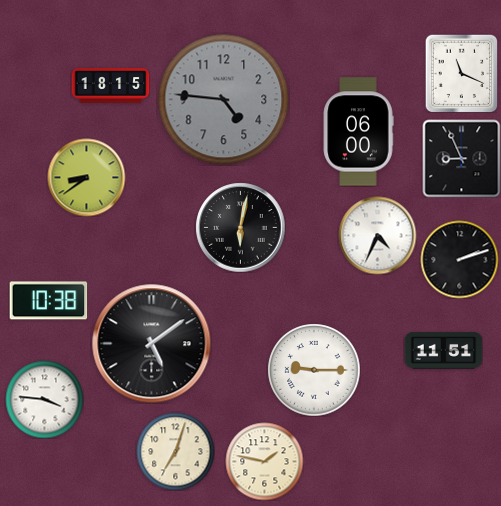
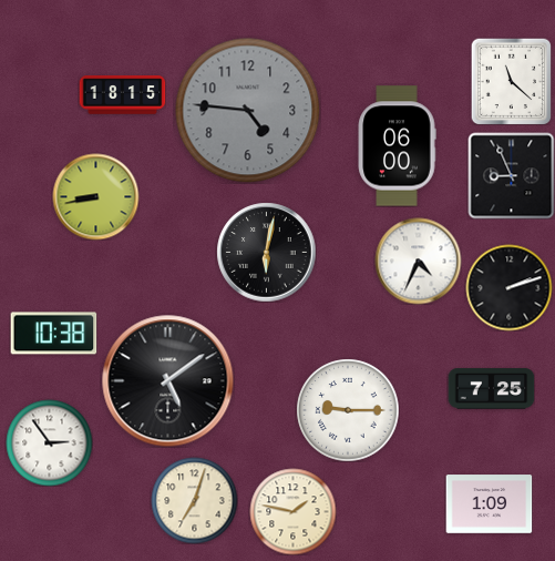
clock at (462, 73): 11:19 -> 11:22
clock at (86, 177): 8:39 -> 8:43
clock at (443, 351): 11:51 -> 7:25
clock at (44, 399): 3:46 -> 2:54
clock at (489, 504): none -> 1:09
